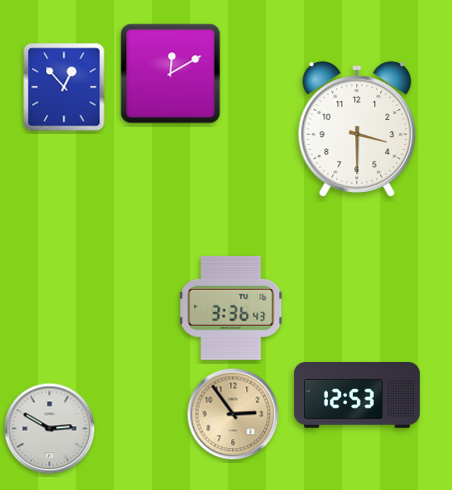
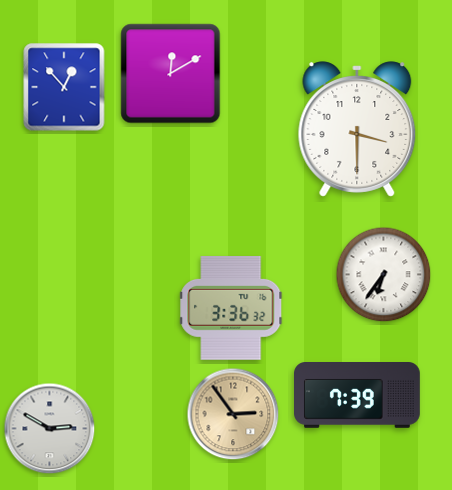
clock at (384, 275): none -> 6:36
clock at (232, 308): 3:36:43 -> 3:36:32
clock at (358, 396): 12:53 -> 7:39
